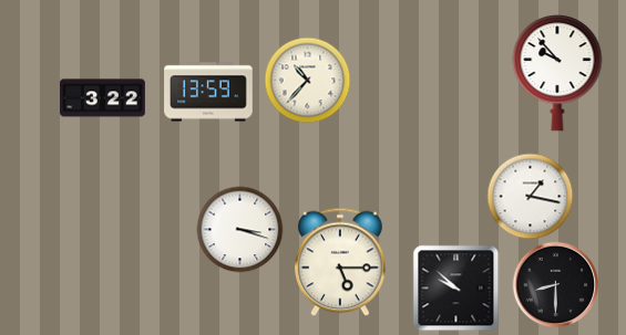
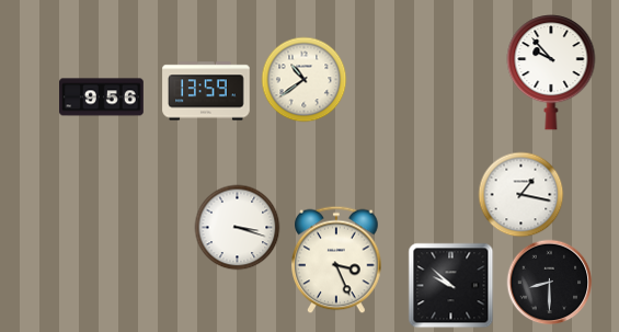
clock at (307, 80): 10:37 -> 10:39
clock at (103, 98): 3:22 -> 9:56
clock at (530, 196) position: (530, 196) -> (520, 194)
clock at (340, 262): 5:15 -> 3:26
